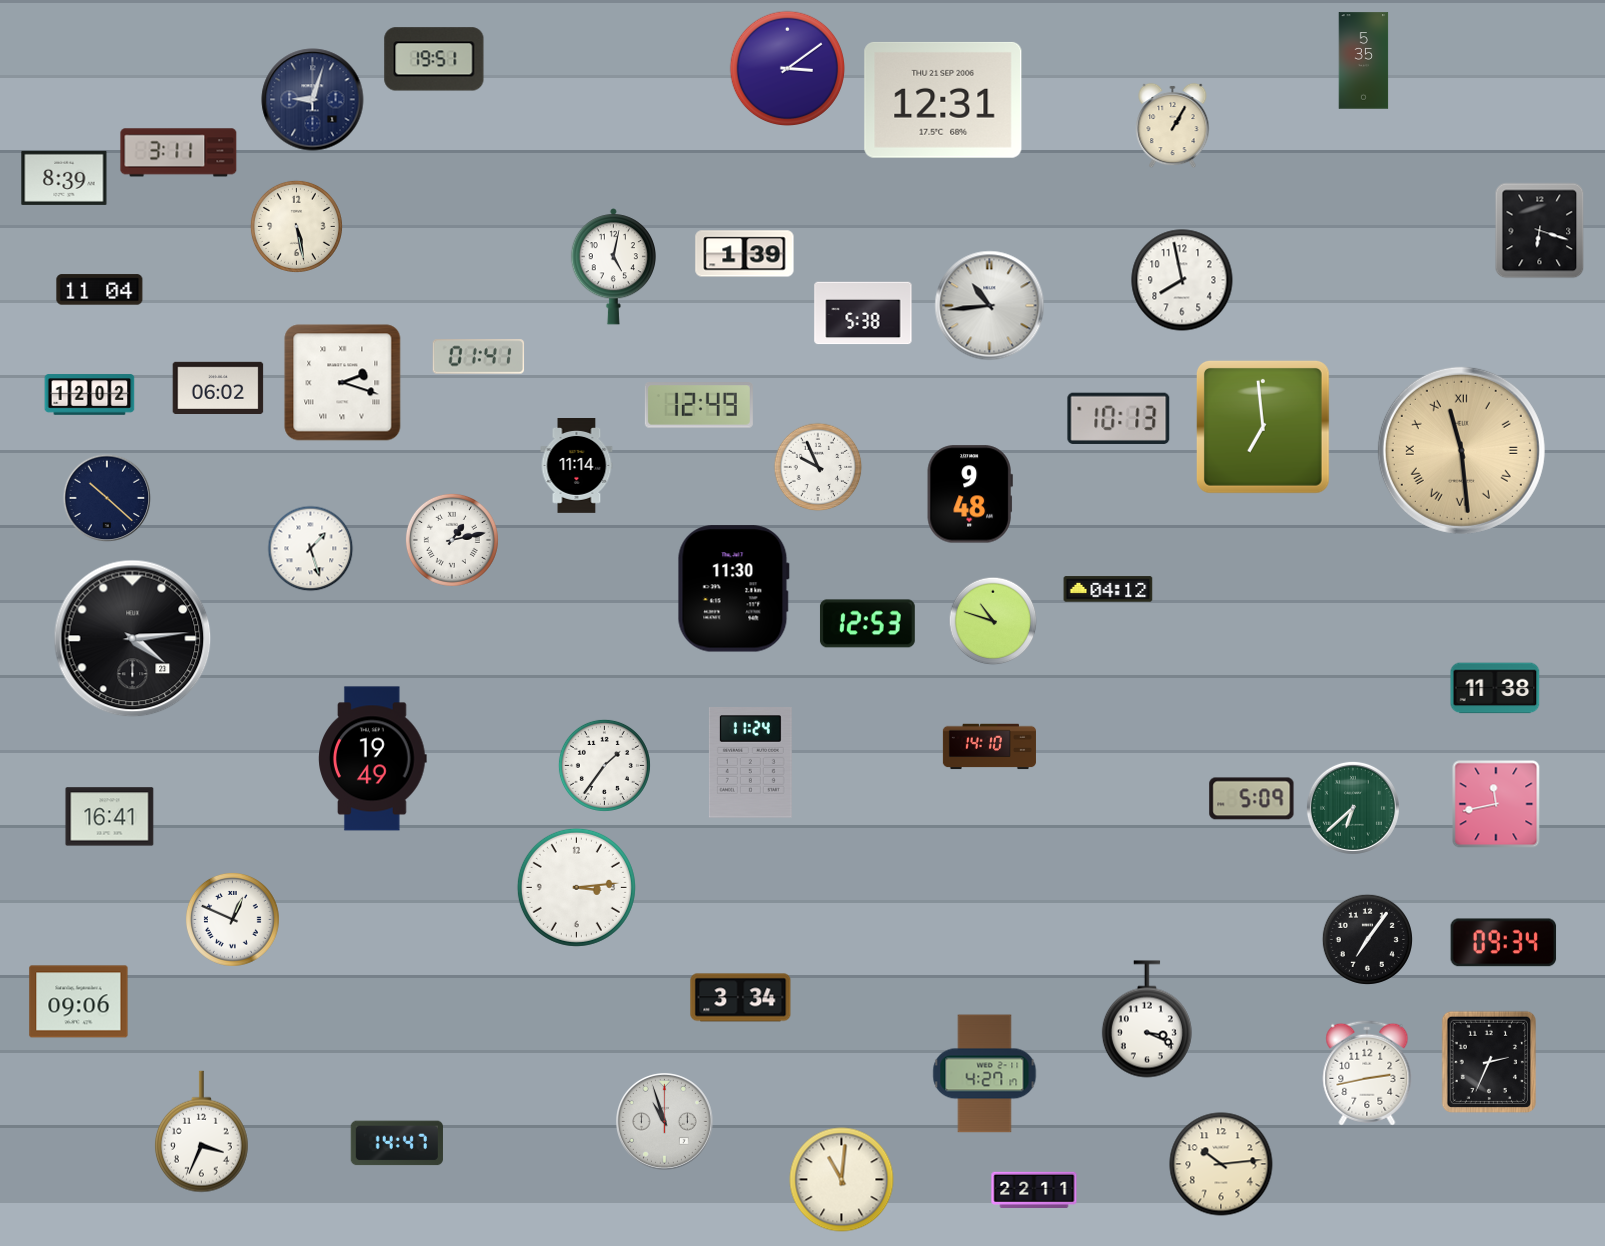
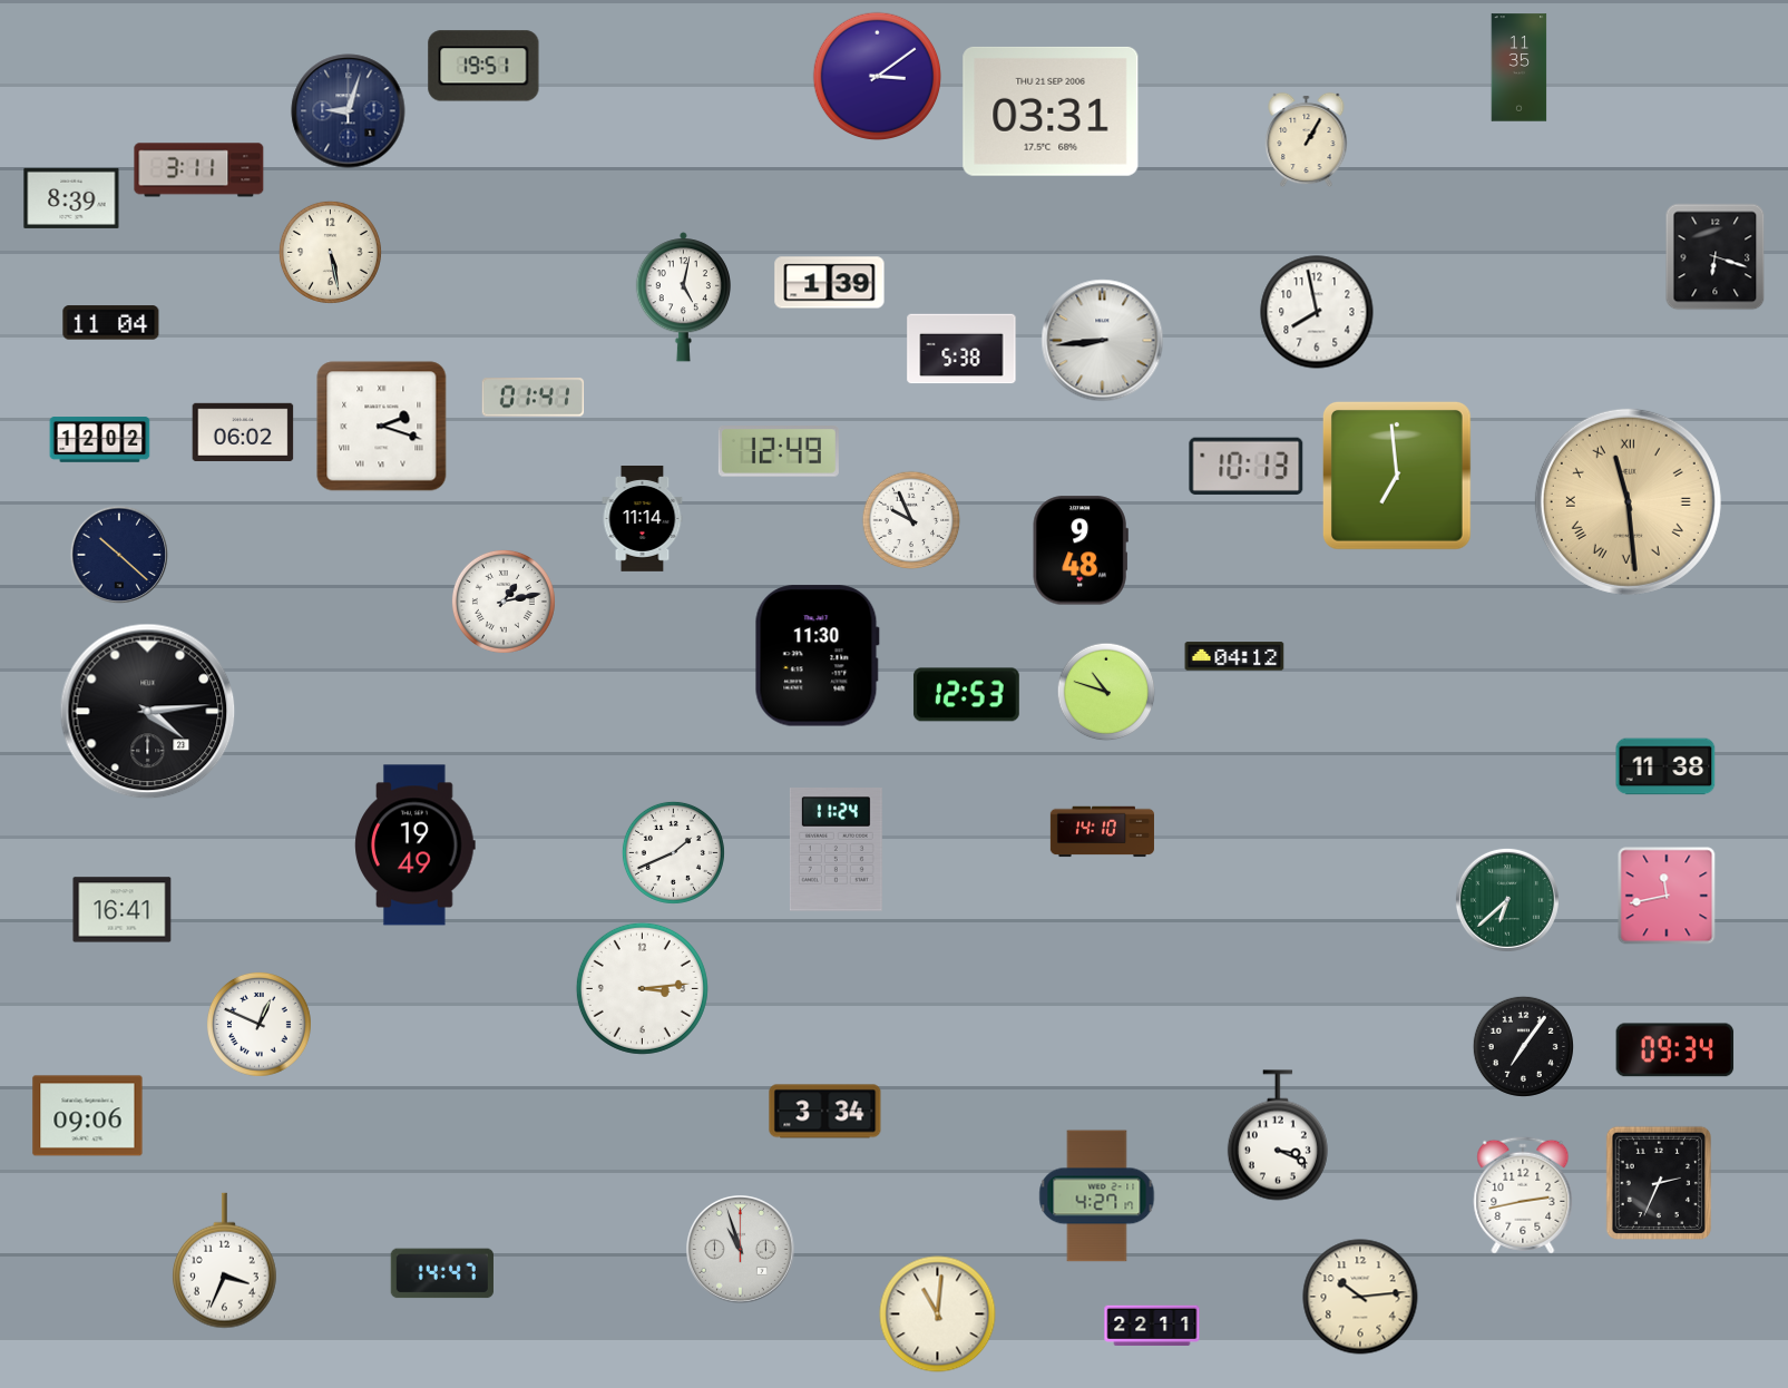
clock at (1364, 61): 5:35 -> 11:35
clock at (943, 100): 12:31 -> 03:31
clock at (990, 306): 10:44 -> 8:44
clock at (1263, 427) position: (1263, 427) -> (1397, 476)
clock at (311, 549): 1:27 -> none
clock at (604, 765): 1:36 -> 1:41
clock at (1252, 799): 5:09 -> none
